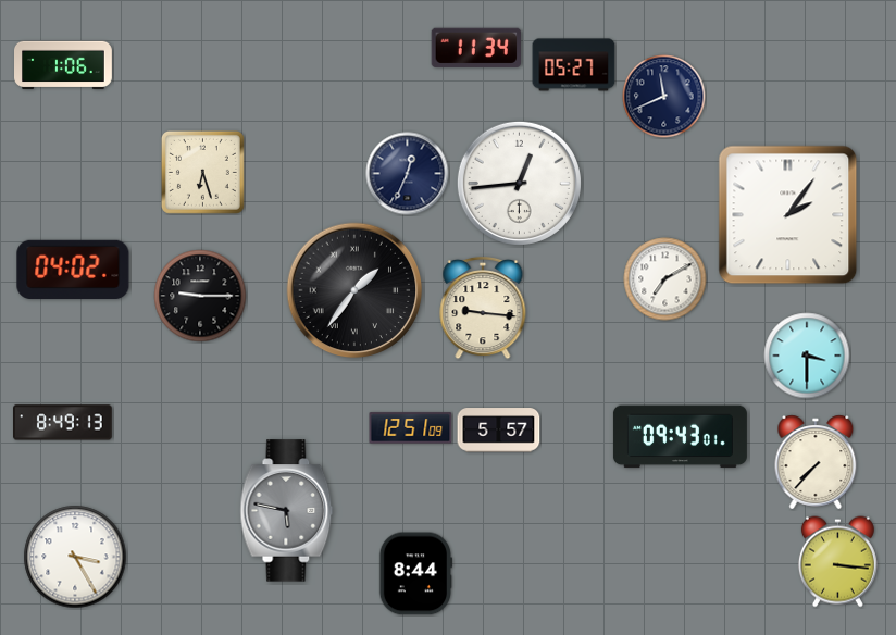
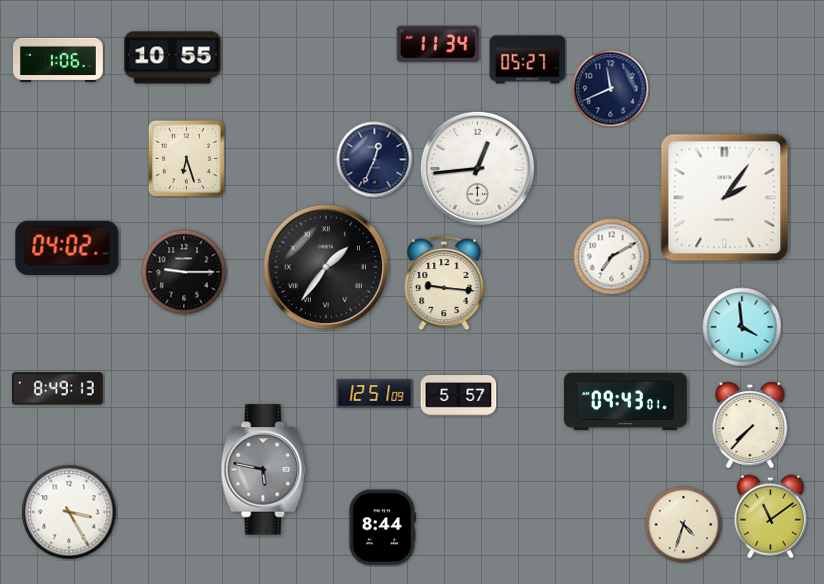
clock at (173, 58): none -> 10:55
clock at (807, 356): 3:30 -> 3:59
clock at (411, 428) position: (411, 428) -> (375, 394)
clock at (837, 562): 3:16 -> 11:09
clock at (684, 525): none -> 4:33
